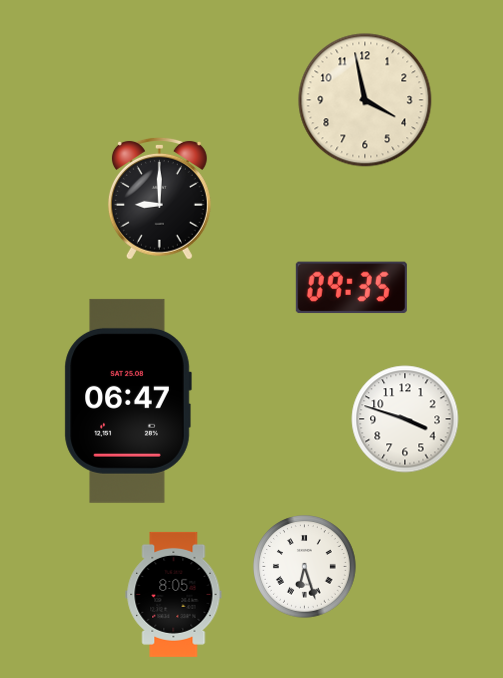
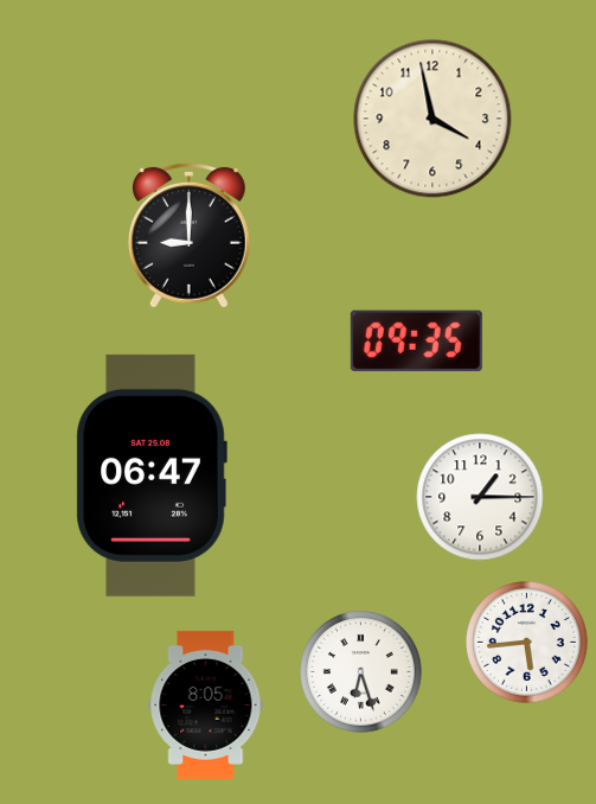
clock at (405, 419): 3:48 -> 1:15
clock at (527, 643): none -> 5:44
